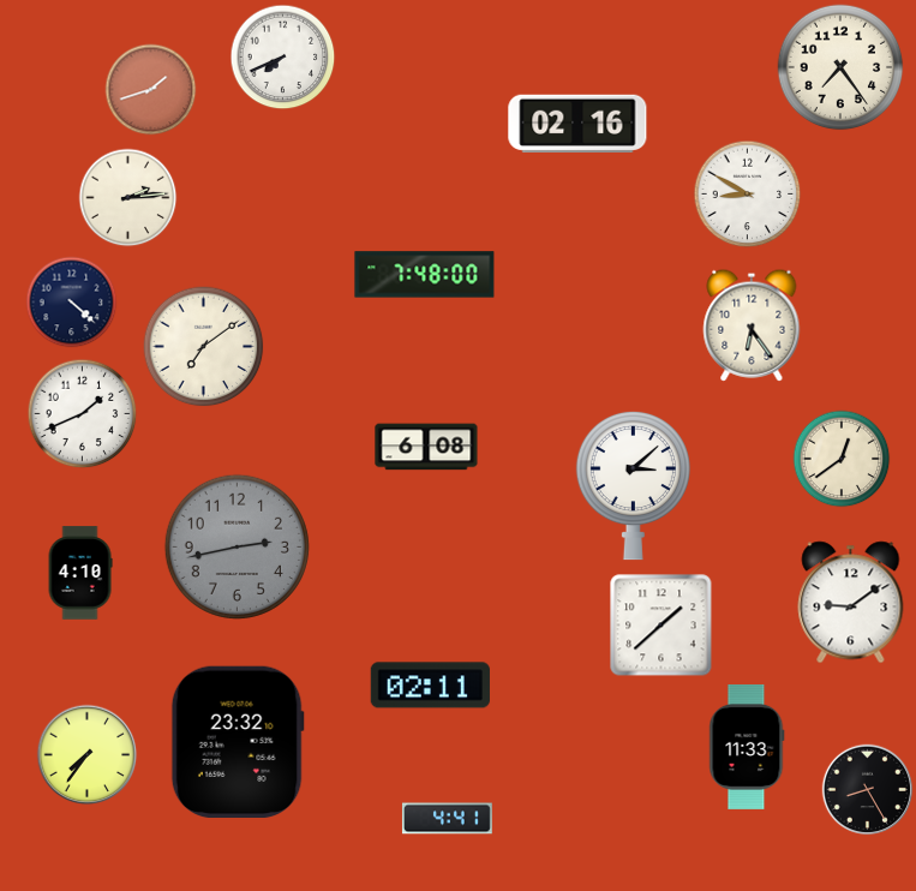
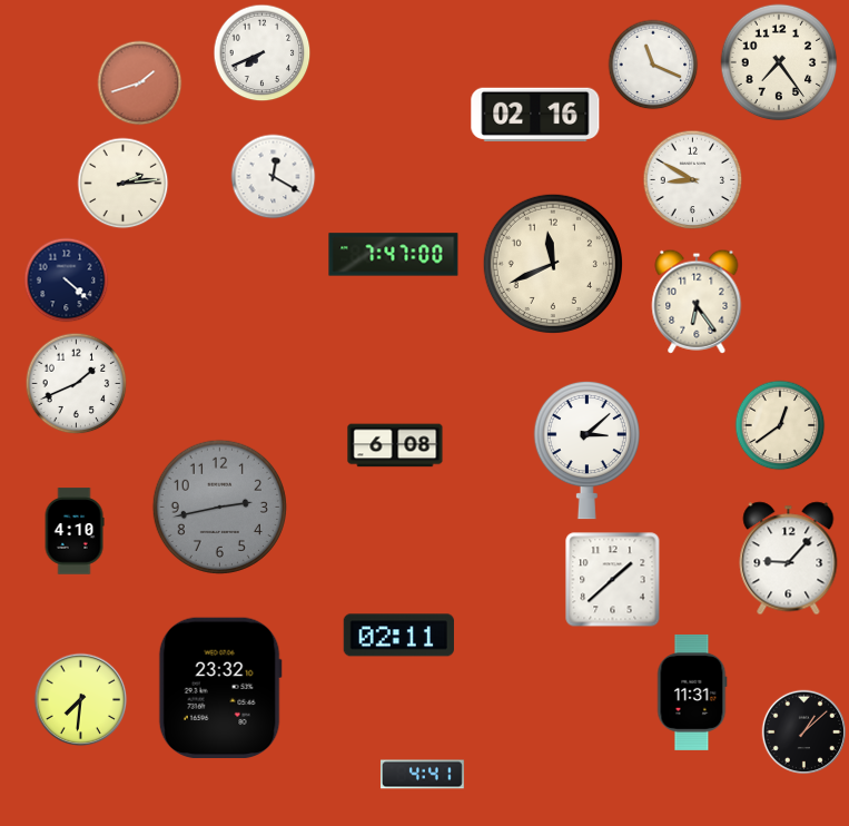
clock at (653, 65): none -> 11:19
clock at (274, 177): none -> 12:20
clock at (128, 198) position: (128, 198) -> (124, 184)
clock at (425, 275): 7:48 -> 7:47
clock at (553, 264): none -> 11:41
clock at (204, 347): 7:09 -> none
clock at (426, 447) position: (426, 447) -> (395, 445)
clock at (851, 603): 9:09 -> 9:07
clock at (747, 747): 11:33 -> 11:31
clock at (88, 755): 7:36 -> 7:31
clock at (868, 790): 8:25 -> 1:08
clock at (448, 819) position: (448, 819) -> (423, 775)
